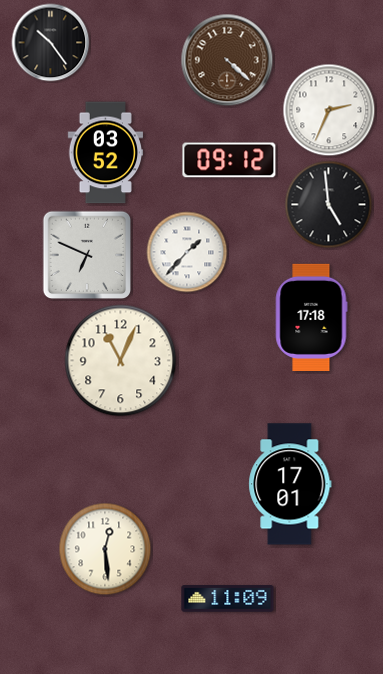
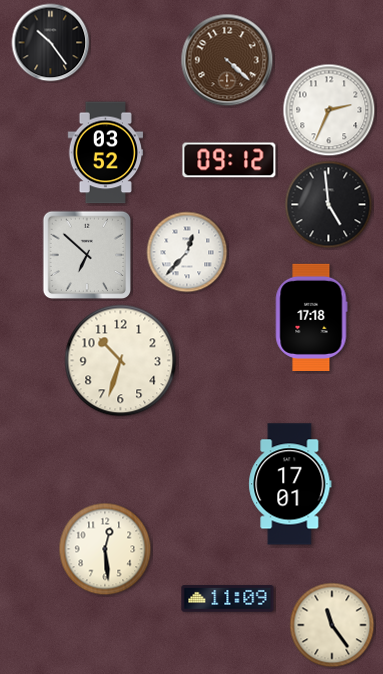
clock at (187, 252): 1:37 -> 12:37
clock at (87, 255): 6:49 -> 6:52
clock at (121, 361): 11:04 -> 10:33
clock at (332, 625): none -> 11:24
